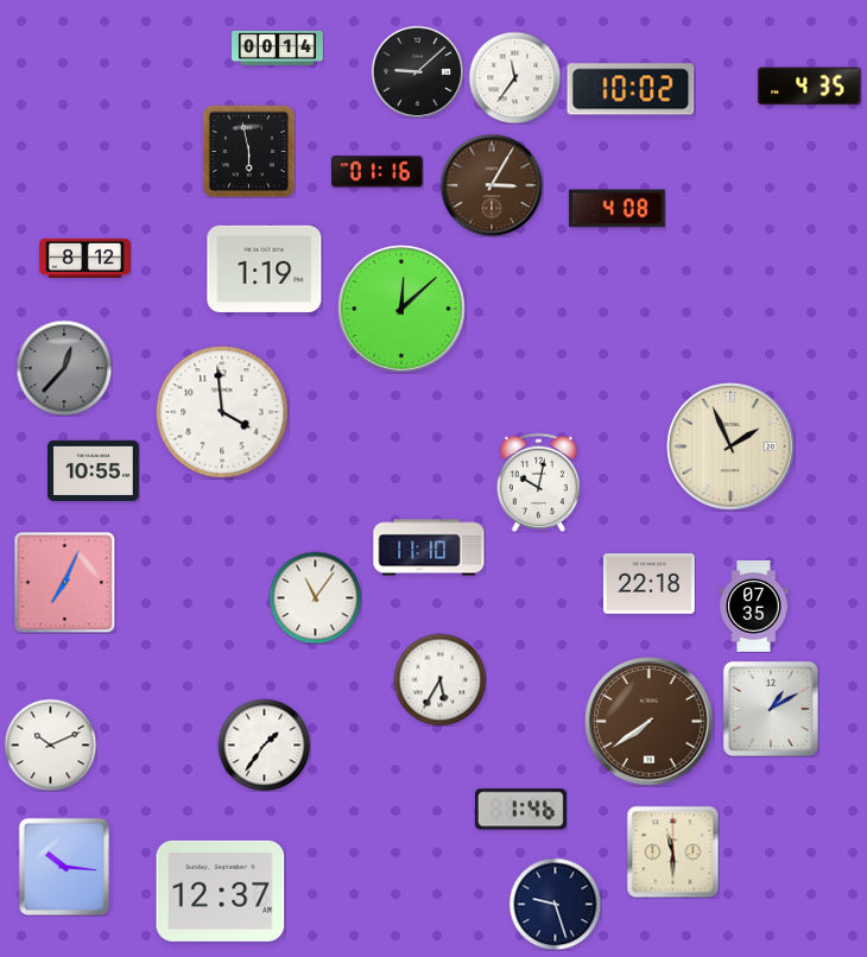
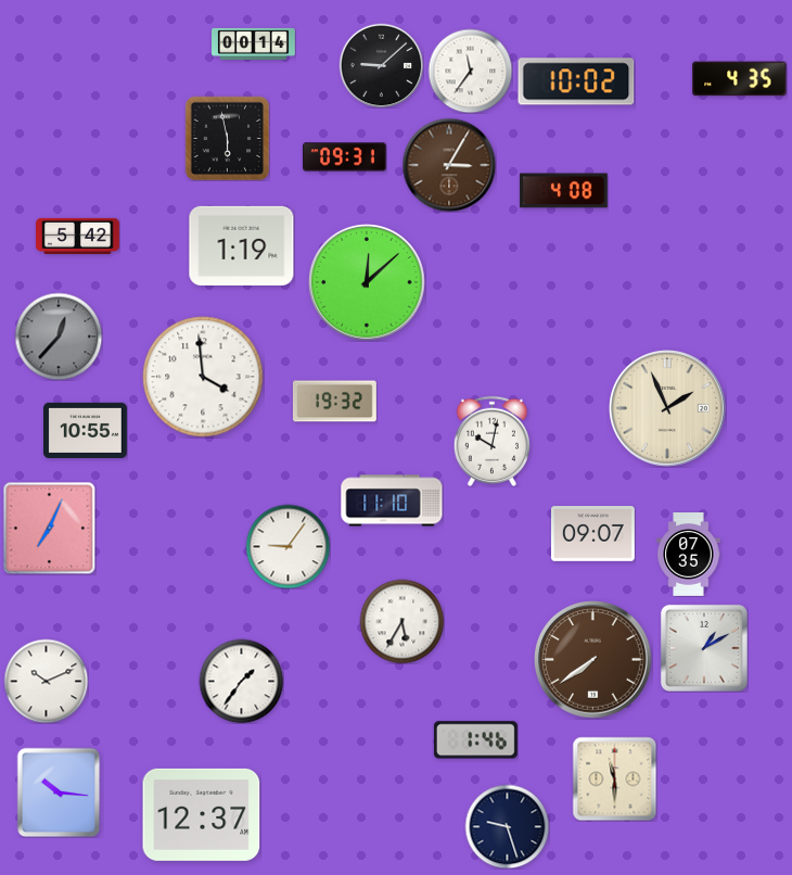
clock at (378, 172): 01:16 -> 09:31
clock at (492, 185) position: (492, 185) -> (449, 165)
clock at (86, 258): 8:12 -> 5:42
clock at (334, 402): none -> 19:32
clock at (64, 582) position: (64, 582) -> (49, 528)
clock at (650, 584): 22:18 -> 09:07
clock at (315, 597): 11:06 -> 9:06
